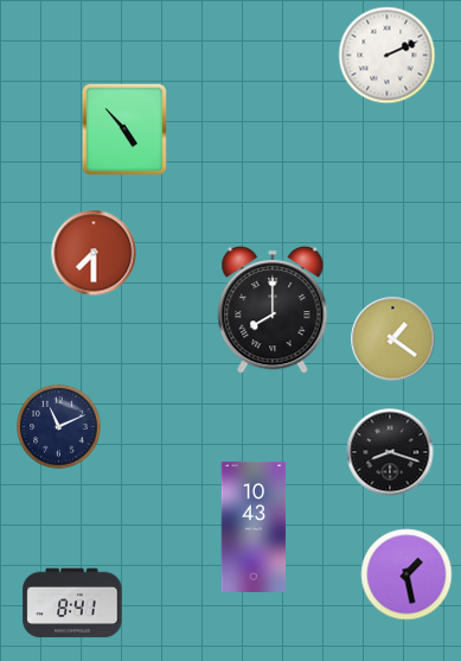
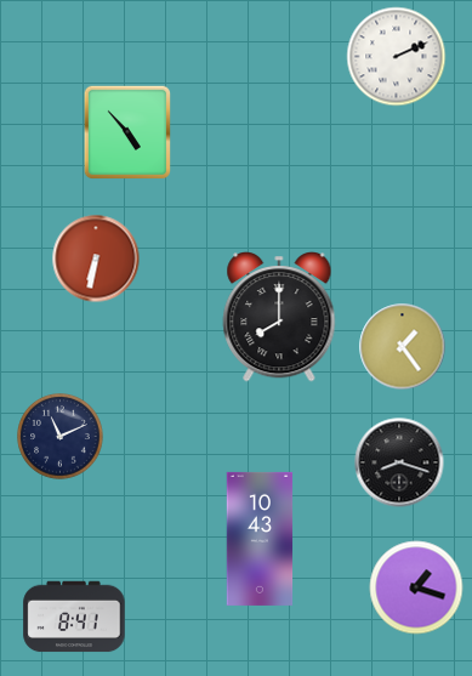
clock at (94, 253): 7:30 -> 6:32
clock at (393, 339): 1:21 -> 1:24
clock at (406, 574): 1:28 -> 1:18
